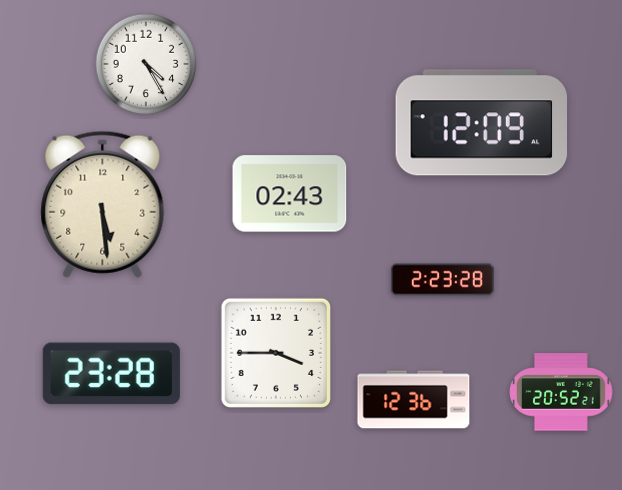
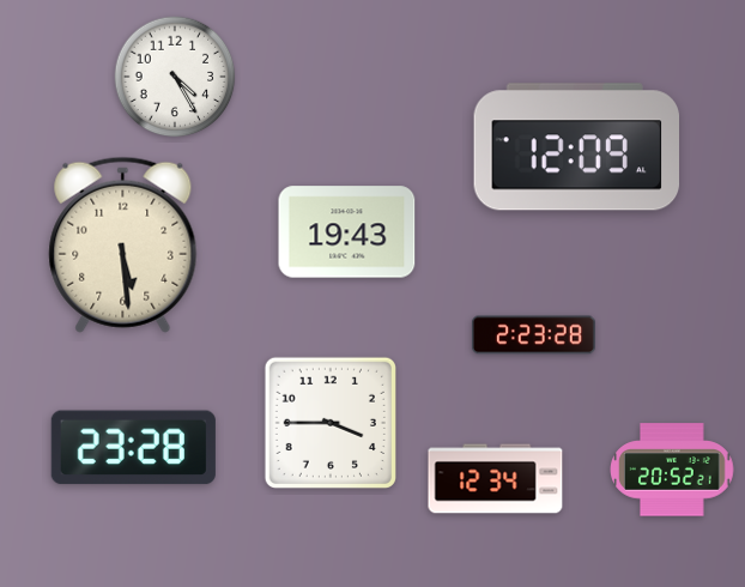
clock at (290, 194): 02:43 -> 19:43
clock at (442, 280) position: (442, 280) -> (533, 335)
clock at (414, 400): 12:36 -> 12:34
